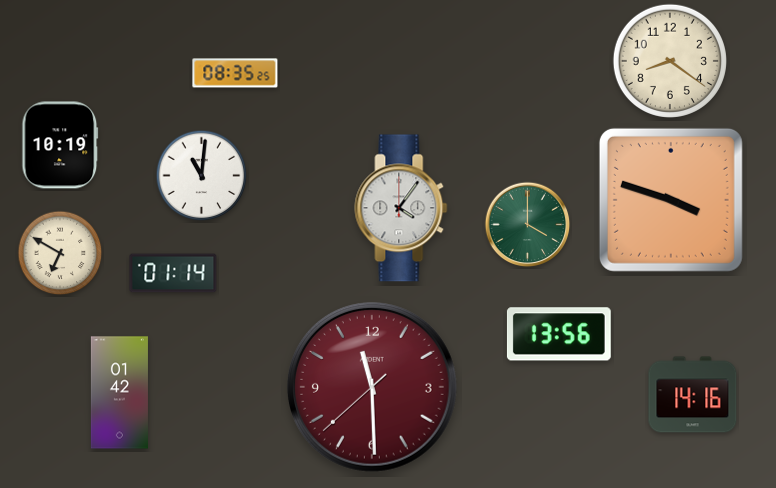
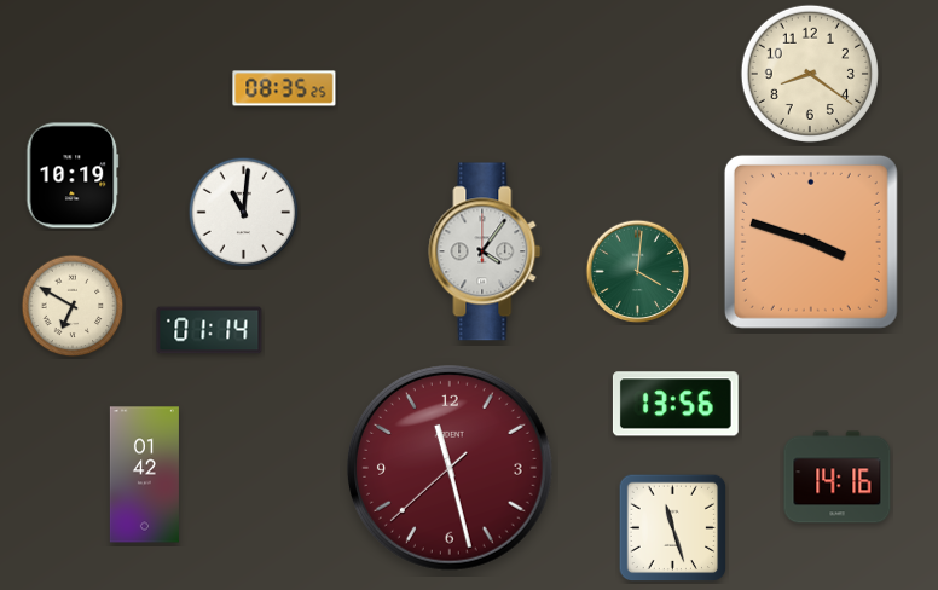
clock at (528, 225): 4:00 -> 4:01
clock at (373, 388): 11:29 -> 11:27
clock at (673, 528): none -> 11:27
